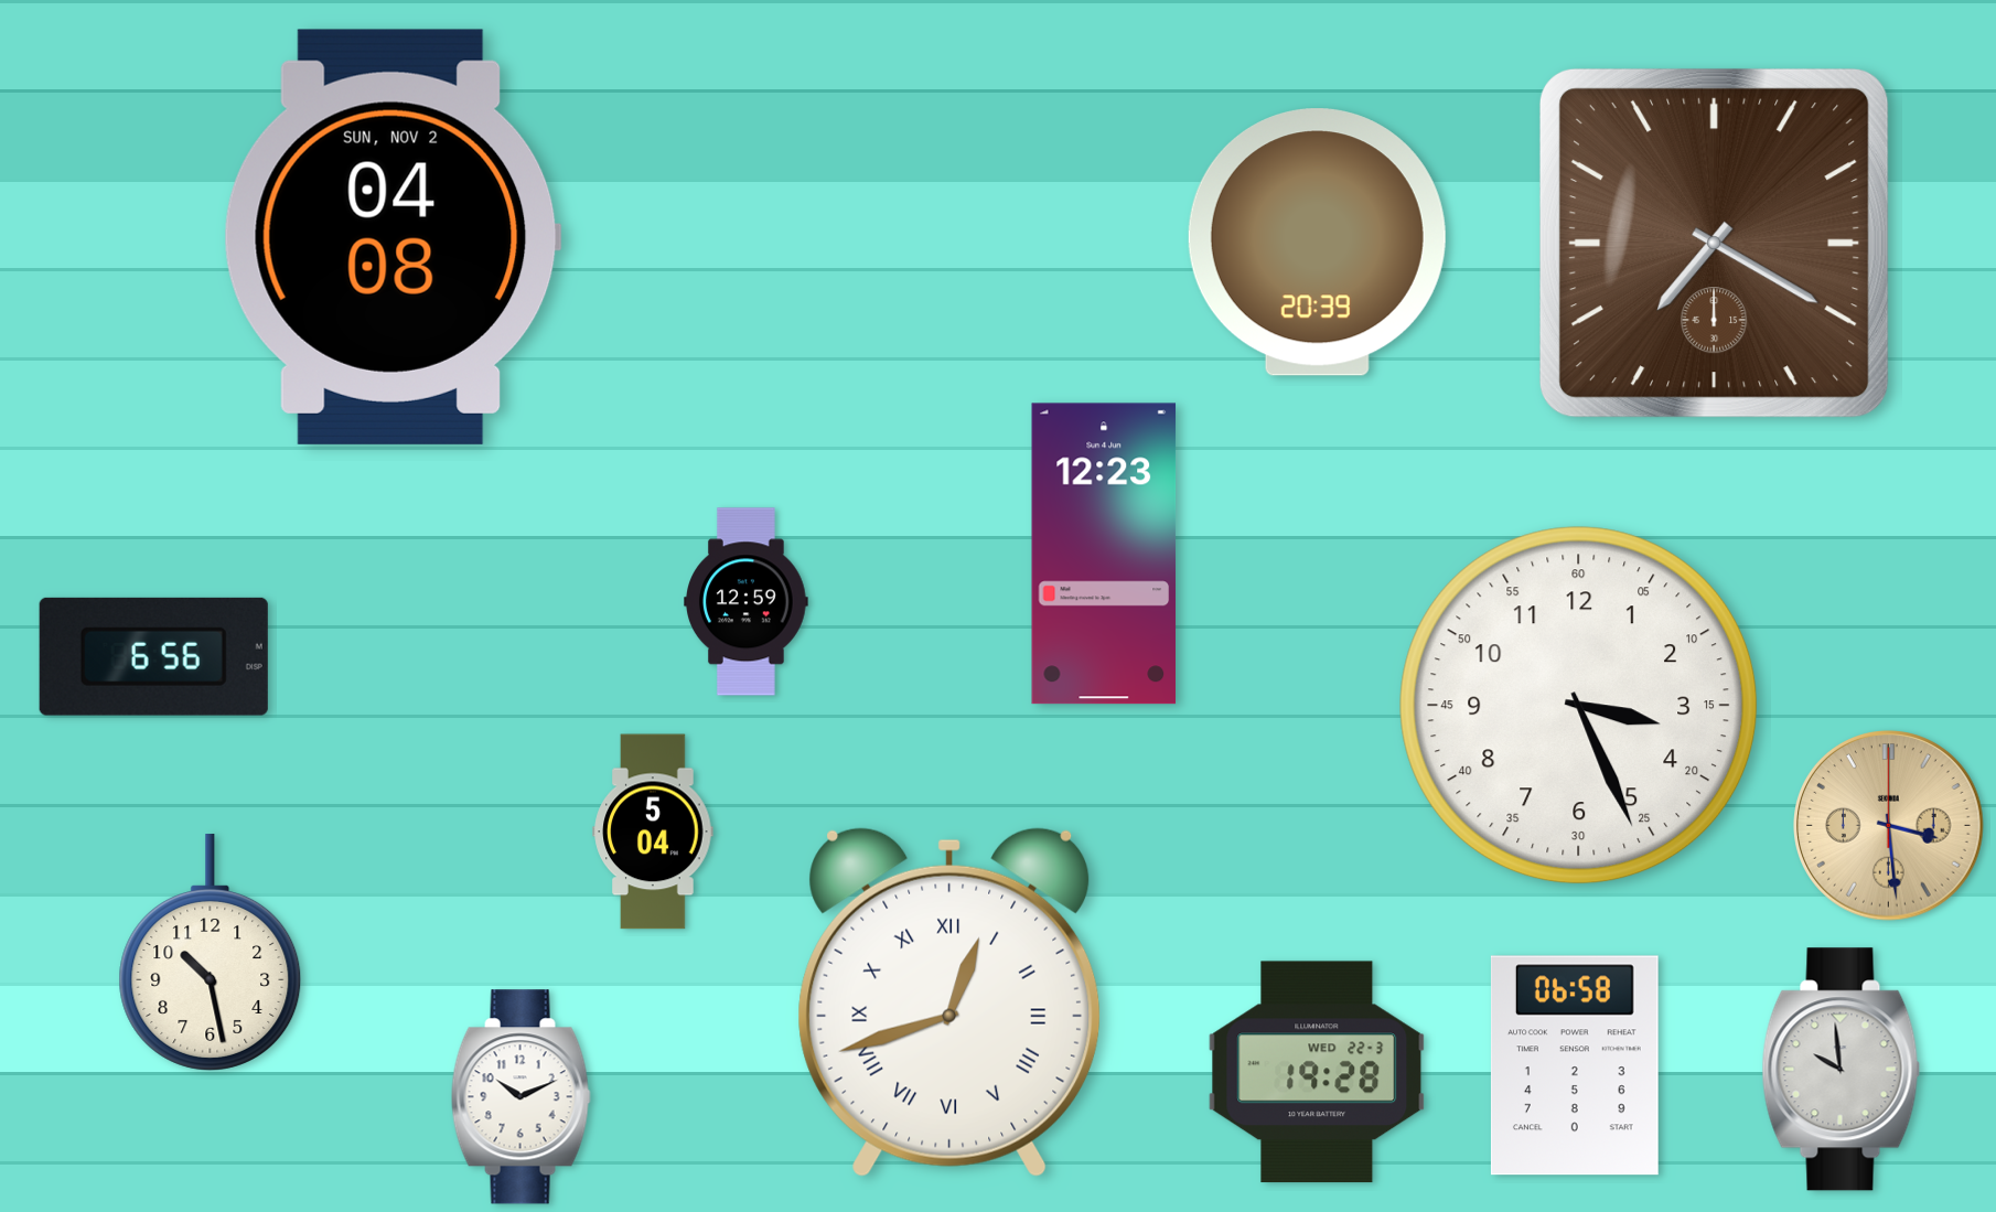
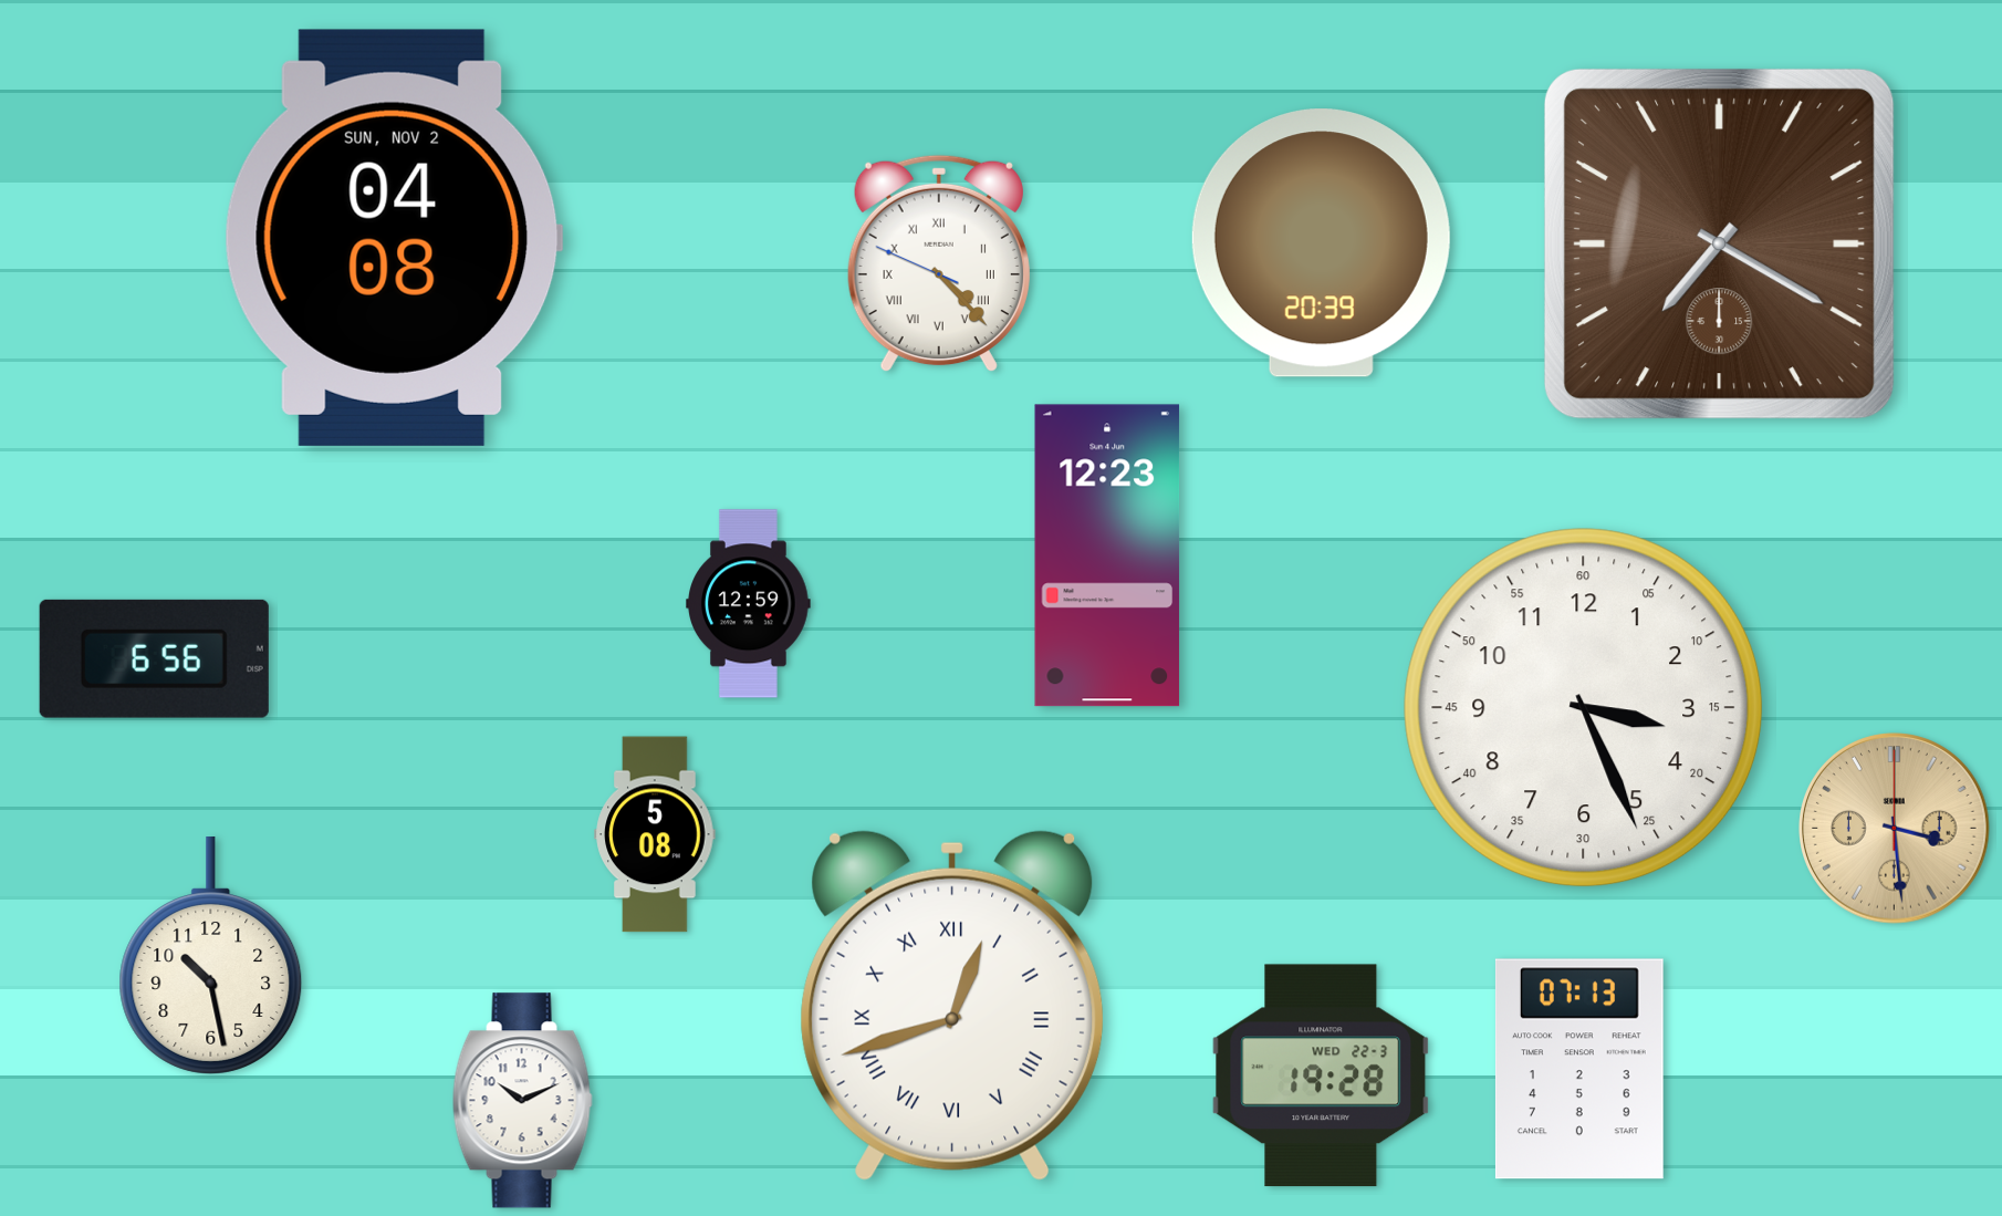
clock at (939, 263): none -> 4:22
clock at (653, 832): 5:04 -> 5:08
clock at (1575, 1065): 06:58 -> 07:13
clock at (1842, 1070): 9:59 -> none
